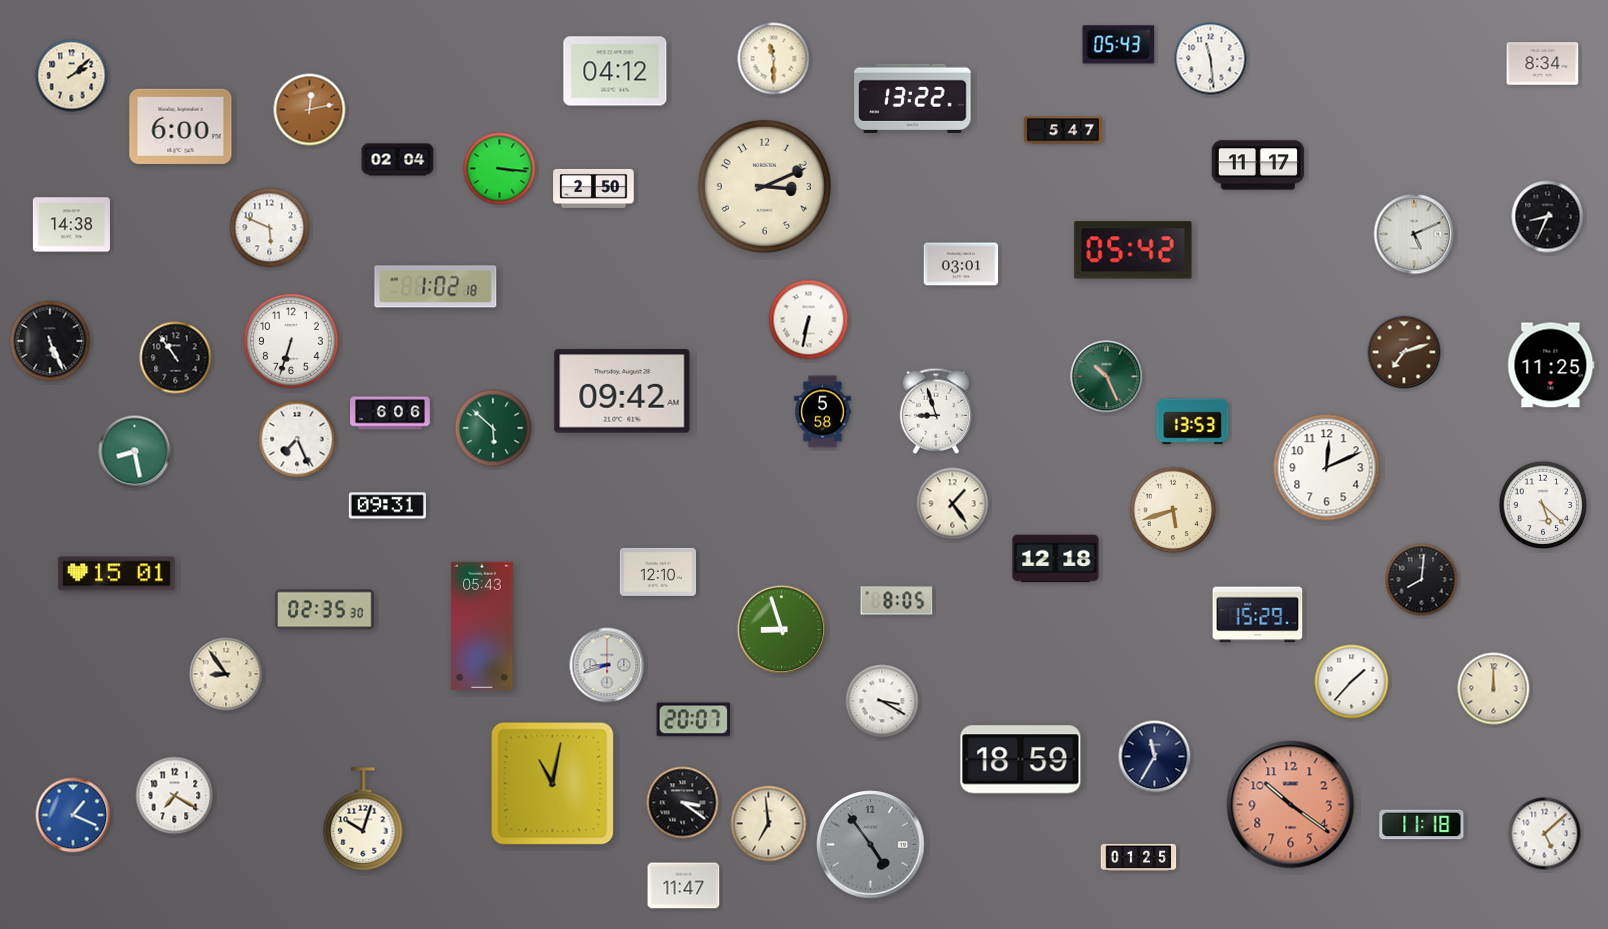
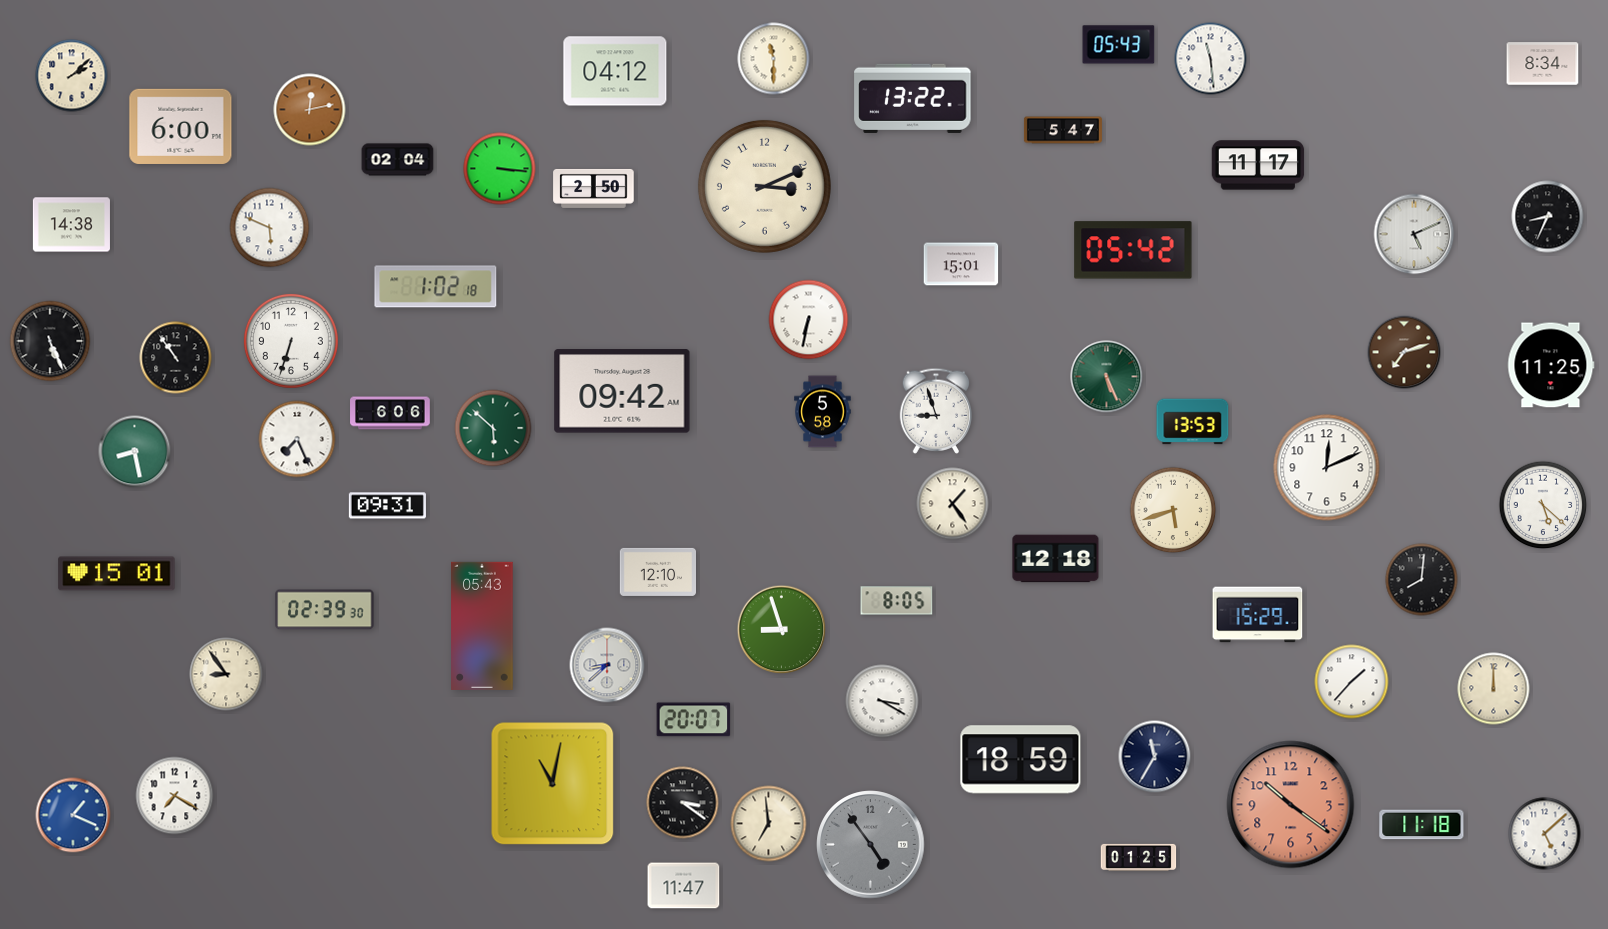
clock at (961, 264): 03:01 -> 15:01
clock at (1107, 377): 10:26 -> 5:26
clock at (325, 610): 02:35 -> 02:39
clock at (607, 665): 8:42 -> 8:38
clock at (363, 819): 10:03 -> none
